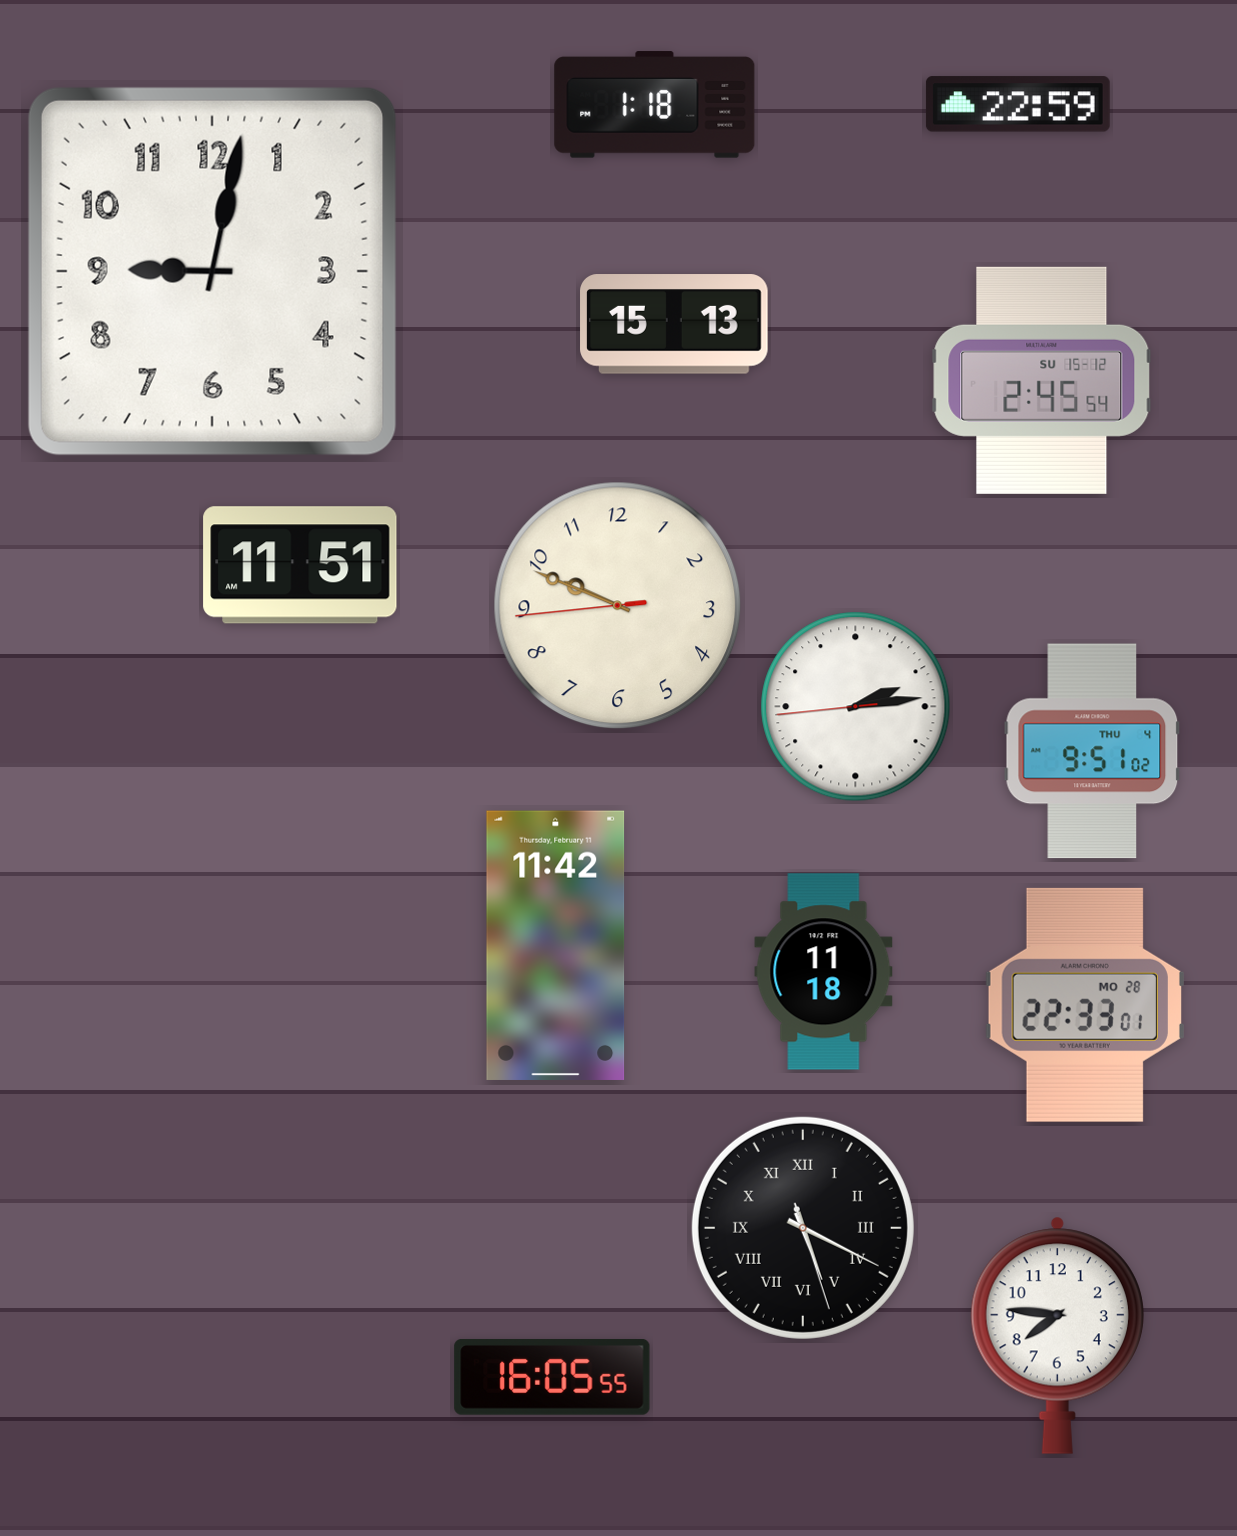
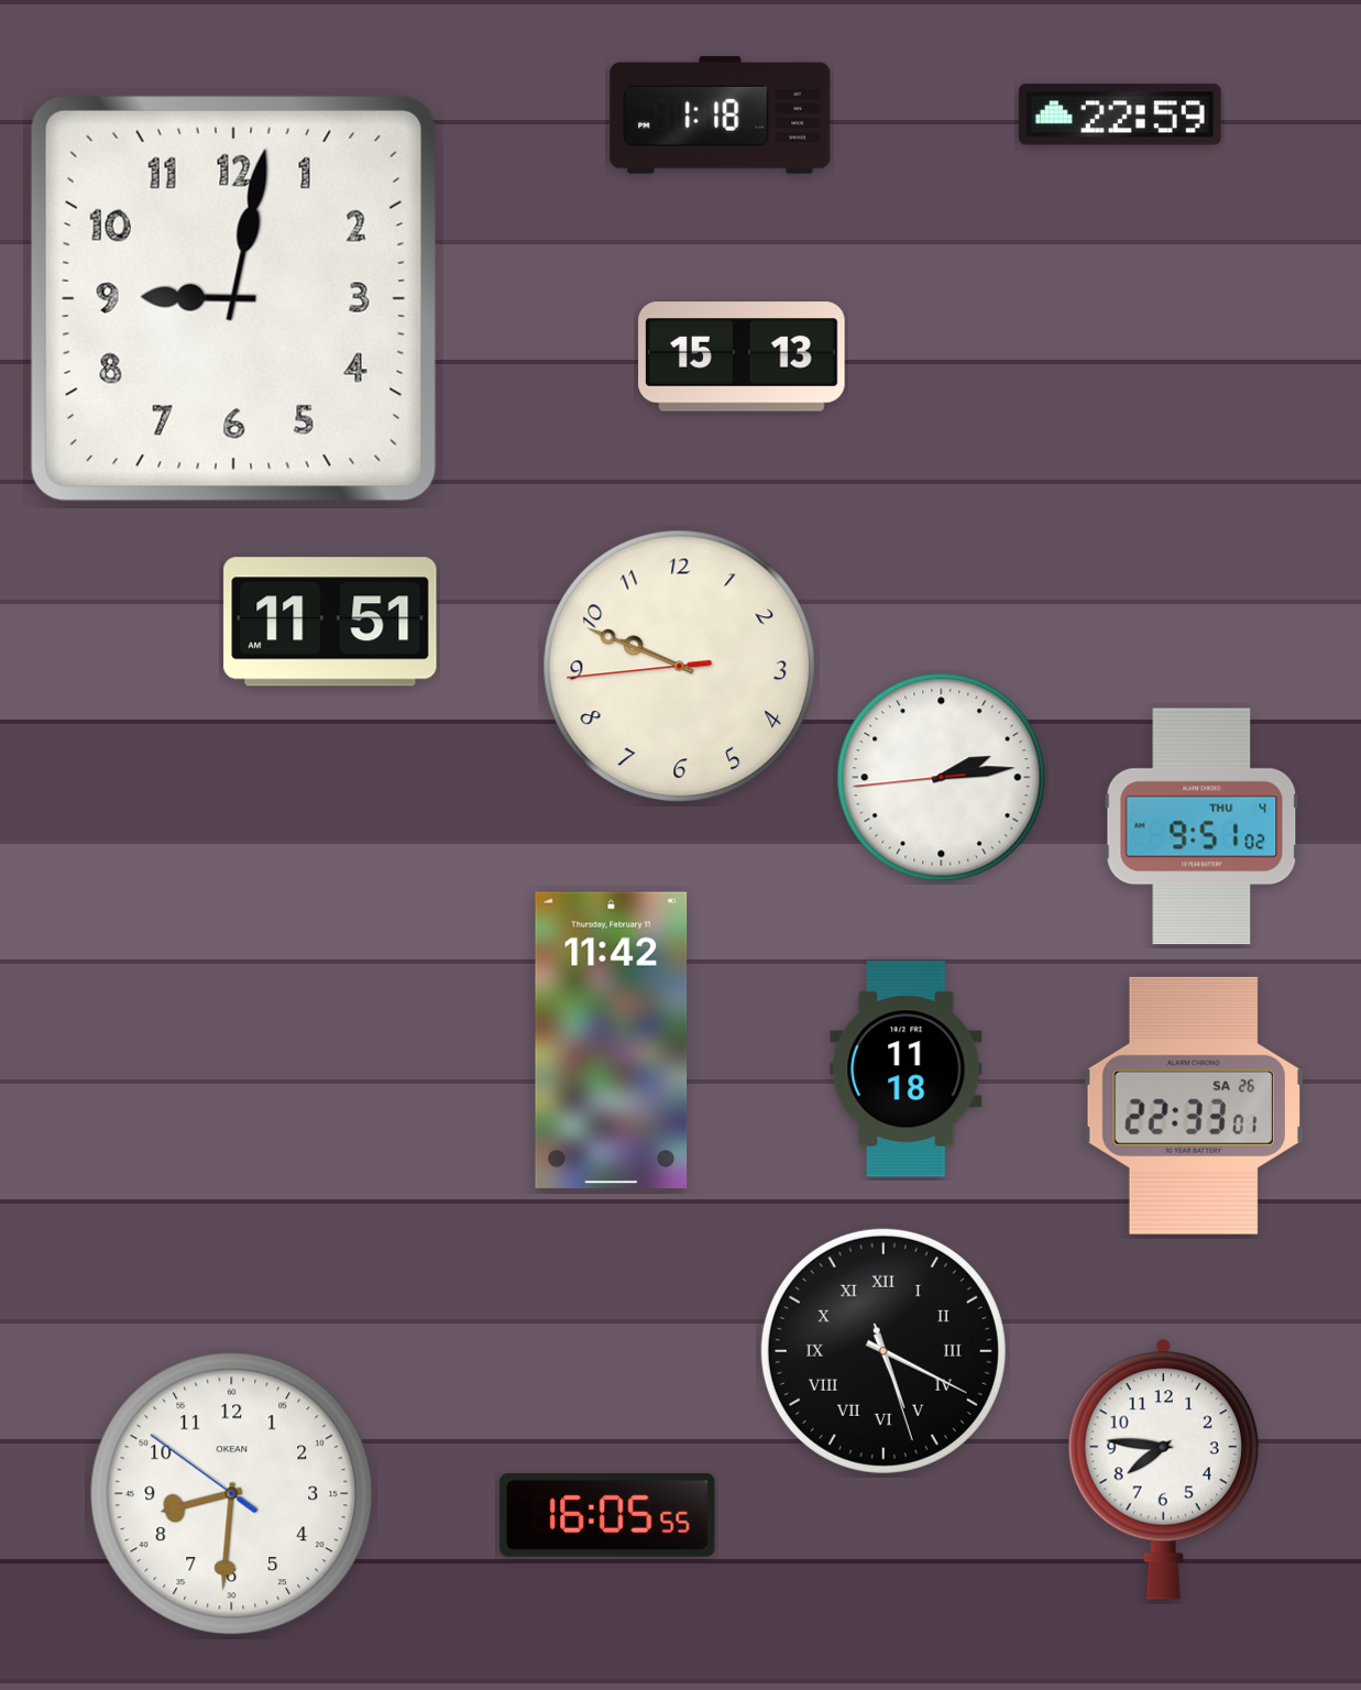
clock at (1042, 380): 2:45 -> none
clock at (1085, 1005) date: MO 28 -> SA 26
clock at (232, 1494): none -> 8:30
